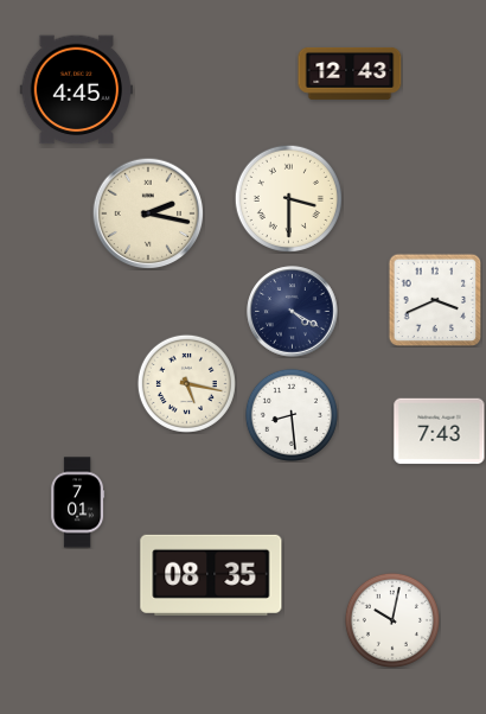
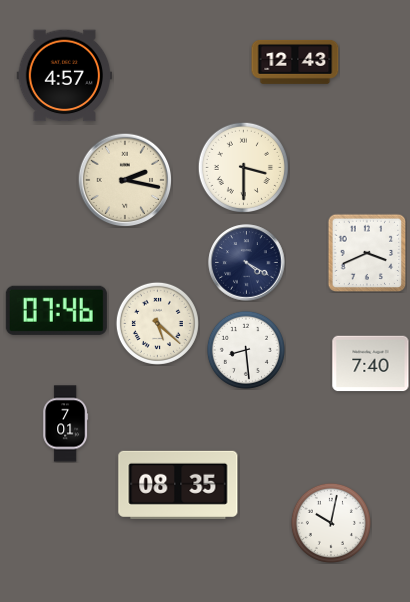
clock at (77, 90): 4:45 -> 4:57
clock at (56, 310): none -> 07:46
clock at (186, 383): 5:17 -> 5:22
clock at (440, 432): 7:43 -> 7:40
